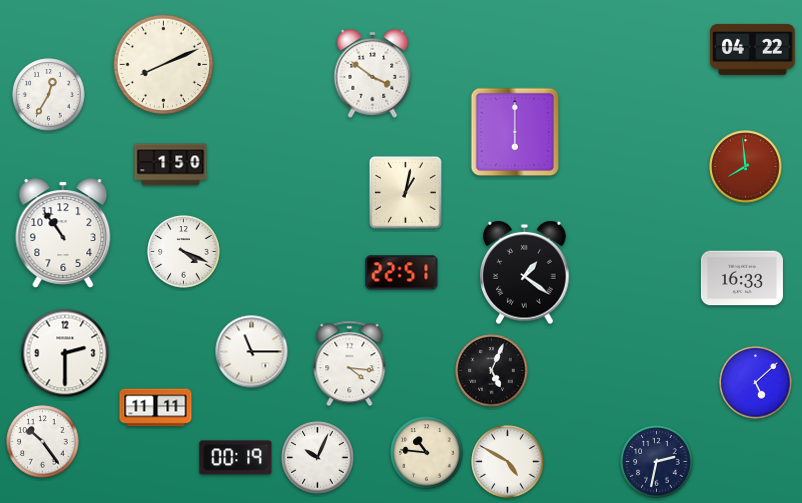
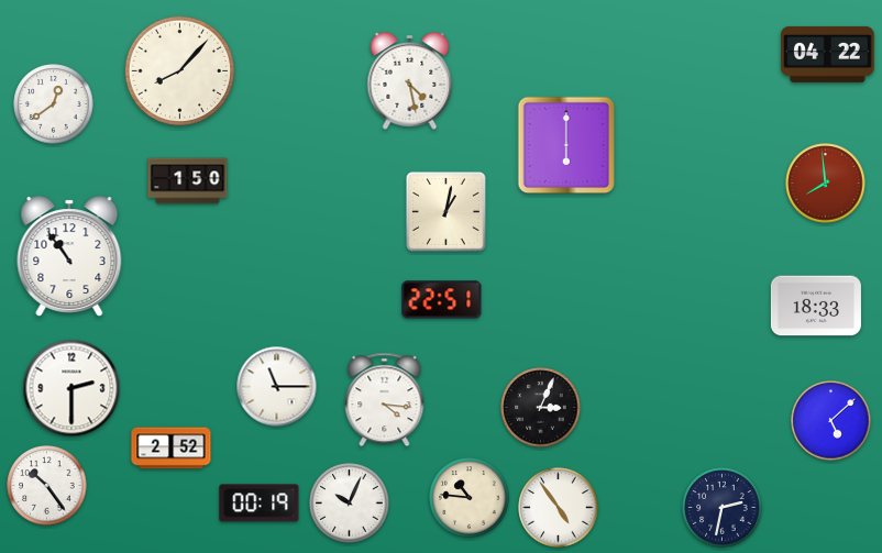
clock at (164, 65): 8:11 -> 8:07
clock at (373, 74): 3:51 -> 4:28
clock at (49, 95): 12:35 -> 12:39
clock at (746, 167) position: (746, 167) -> (826, 184)
clock at (184, 252): 4:19 -> none
clock at (525, 273): 1:21 -> none
clock at (742, 278): 16:33 -> 18:33
clock at (492, 371): 5:04 -> 3:04
clock at (156, 408): 11:11 -> 2:52
clock at (508, 462): 4:50 -> 4:54
